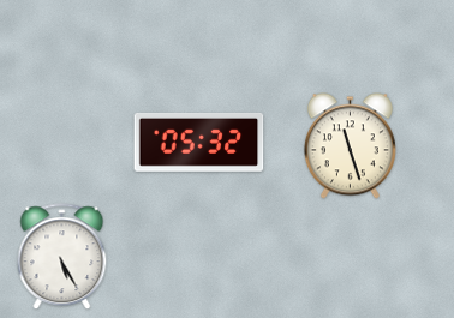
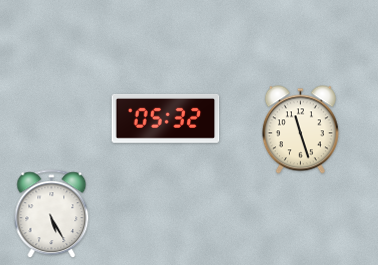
clock at (350, 146) position: (350, 146) -> (300, 130)
